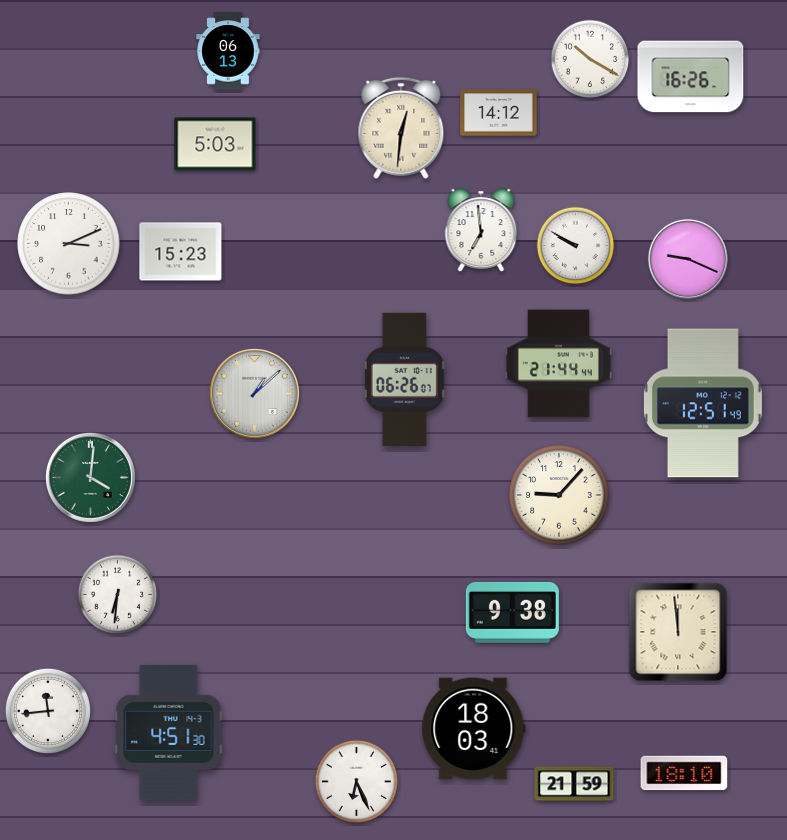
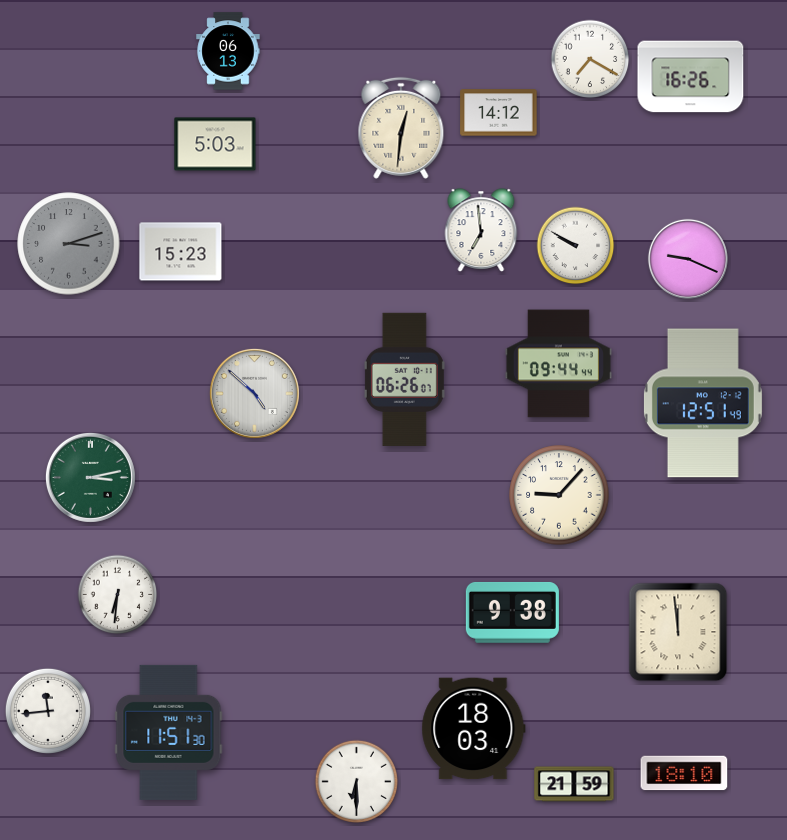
clock at (590, 59): 10:20 -> 7:20
clock at (69, 244): 3:11 -> 3:12
clock at (69, 244) dial: white -> grey
clock at (558, 364): 21:44 -> 09:44
clock at (254, 393): 1:08 -> 4:52
clock at (90, 477): 4:01 -> 3:13
clock at (169, 732): 4:51 -> 11:51
clock at (356, 781): 6:26 -> 6:30
